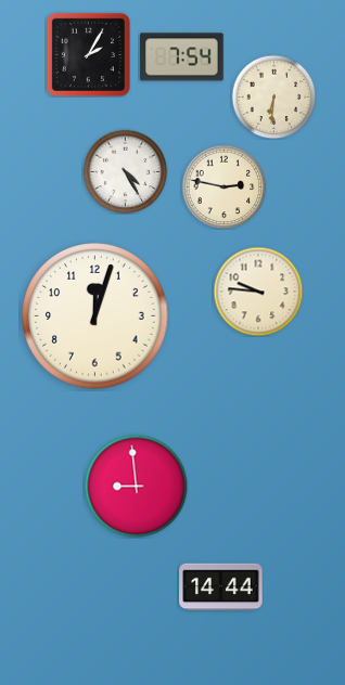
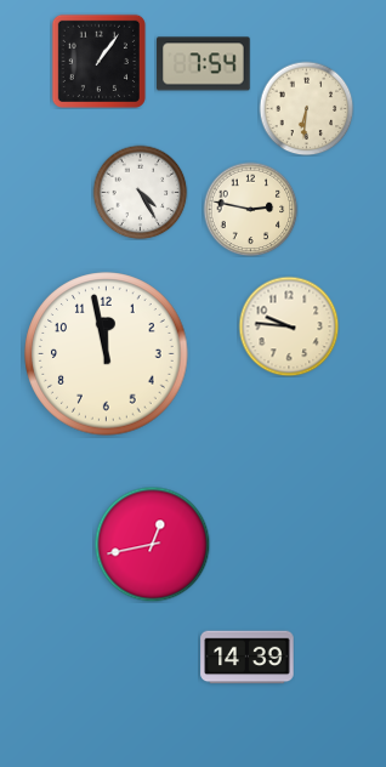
clock at (88, 54): 2:05 -> 1:06
clock at (95, 316): 12:03 -> 11:58
clock at (136, 486): 8:59 -> 12:43
clock at (221, 587): 14:44 -> 14:39
